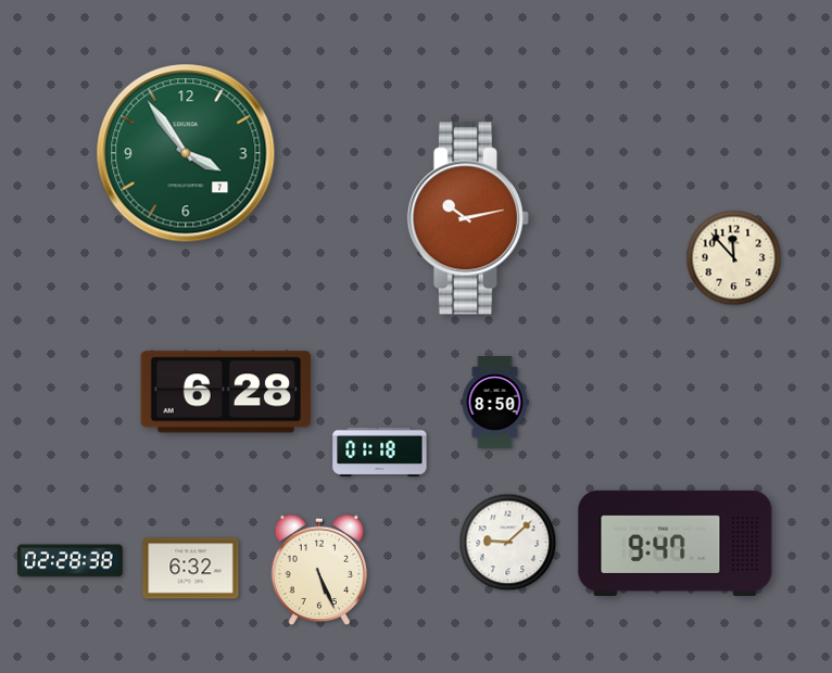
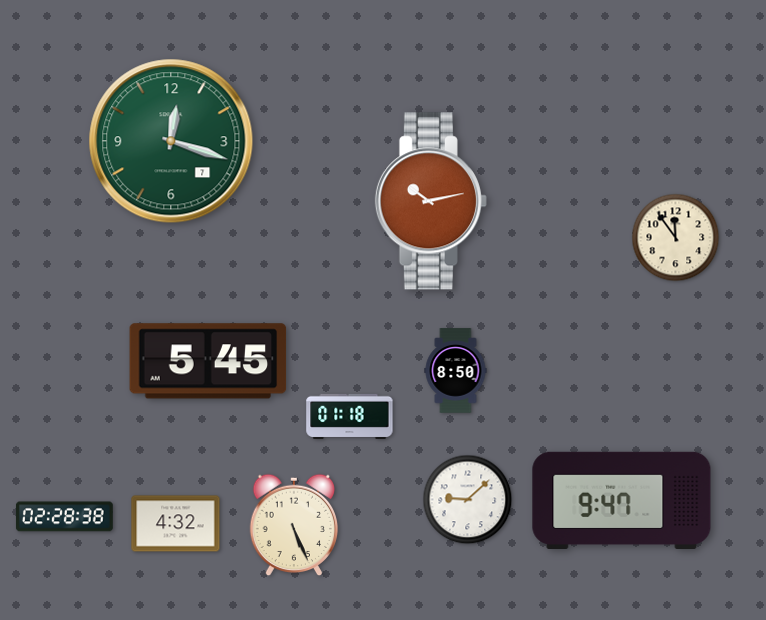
clock at (186, 153): 3:54 -> 12:18
clock at (734, 258): 11:53 -> 11:54
clock at (226, 392): 6:28 -> 5:45
clock at (191, 569): 6:32 -> 4:32
